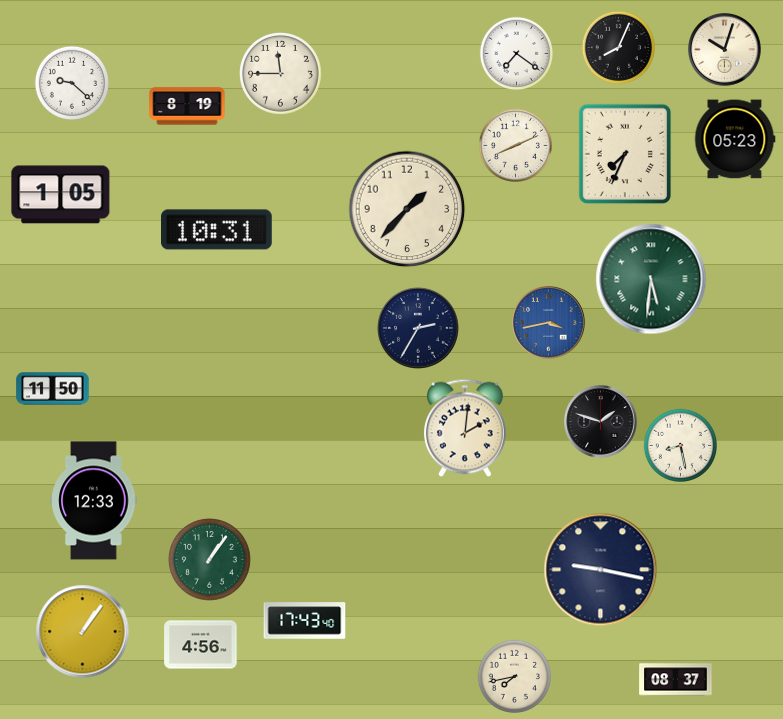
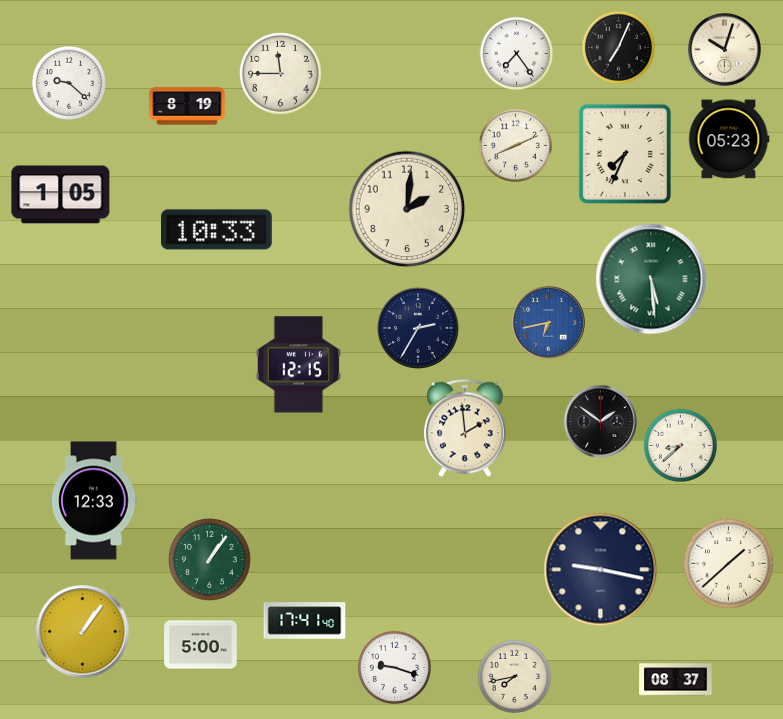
clock at (618, 47): 8:04 -> 7:04
clock at (516, 53): 7:21 -> 7:24
clock at (72, 83) position: (72, 83) -> (69, 83)
clock at (735, 139) position: (735, 139) -> (729, 139)
clock at (407, 209): 1:37 -> 2:01
clock at (217, 230): 10:31 -> 10:33
clock at (651, 279): 5:31 -> 5:29
clock at (549, 323): 3:43 -> 6:43
clock at (299, 365): none -> 12:15
clock at (53, 389): 11:50 -> none
clock at (601, 422): 1:48 -> 1:51
clock at (465, 428): 2:01 -> 1:59
clock at (680, 445): 8:28 -> 8:38
clock at (729, 564): none -> 1:38
clock at (305, 621): 17:43 -> 17:41
clock at (201, 645): 4:56 -> 5:00
clock at (394, 667): none -> 9:18
